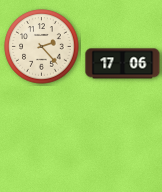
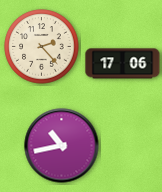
clock at (62, 146): none -> 10:43
